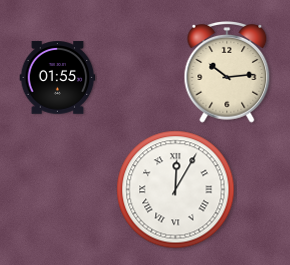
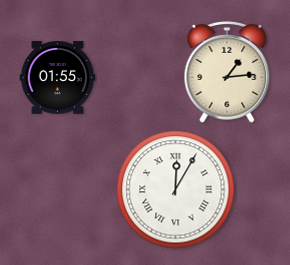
clock at (227, 73): 10:14 -> 1:14
